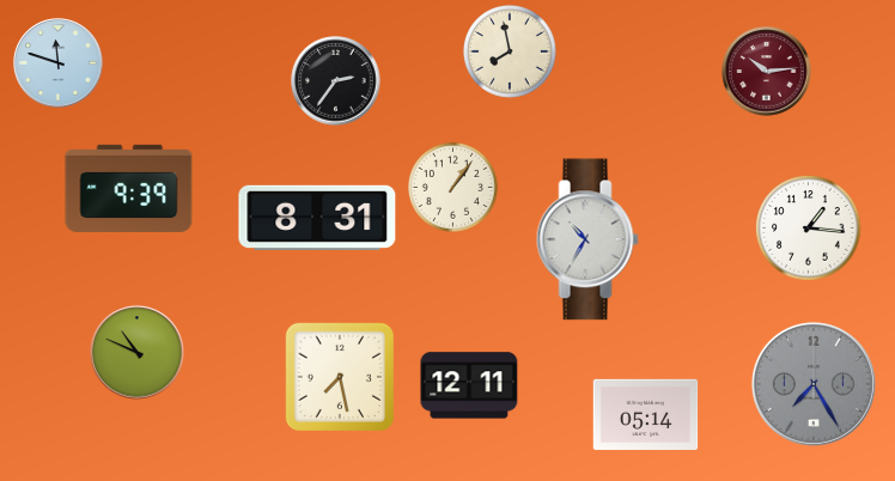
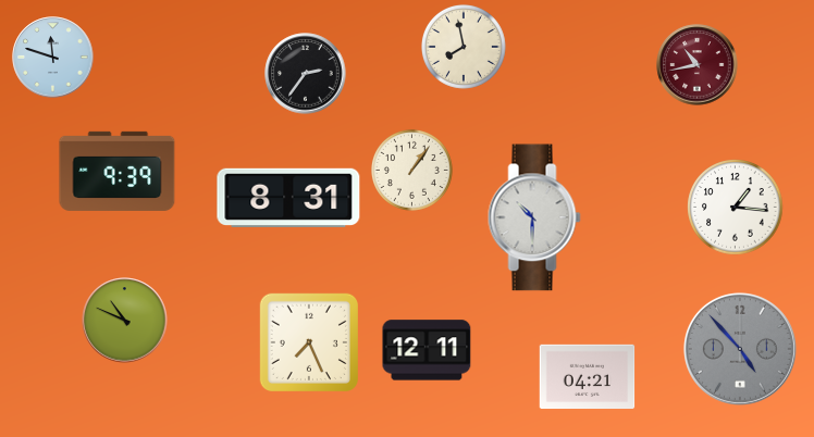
clock at (767, 72): 10:14 -> 10:43
clock at (587, 239): 10:35 -> 10:30
clock at (340, 377): 7:28 -> 7:26
clock at (814, 384): 7:25 -> 4:53
clock at (646, 415): 05:14 -> 04:21
